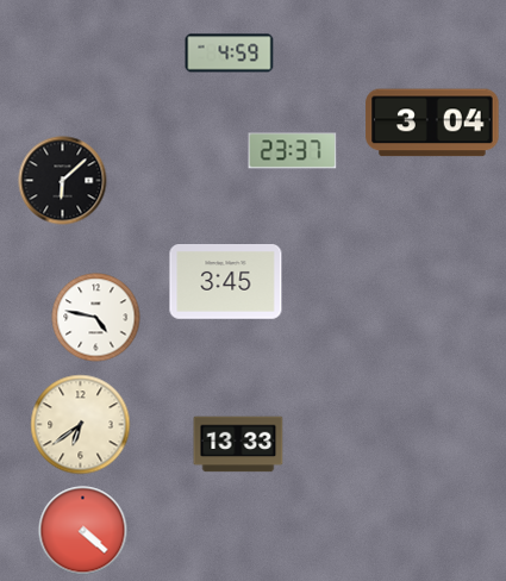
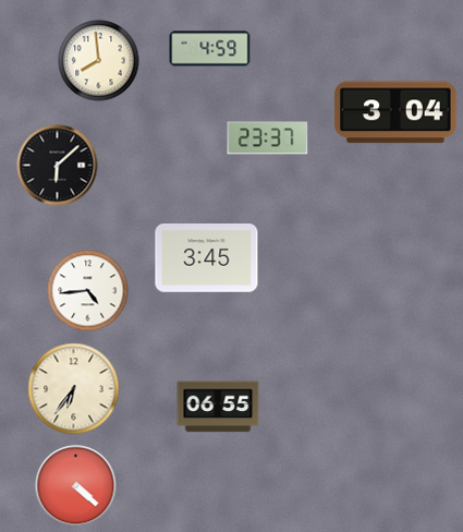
clock at (99, 61): none -> 7:59
clock at (96, 318): 4:47 -> 4:44
clock at (81, 425): 6:39 -> 6:36
clock at (238, 444): 13:33 -> 06:55
